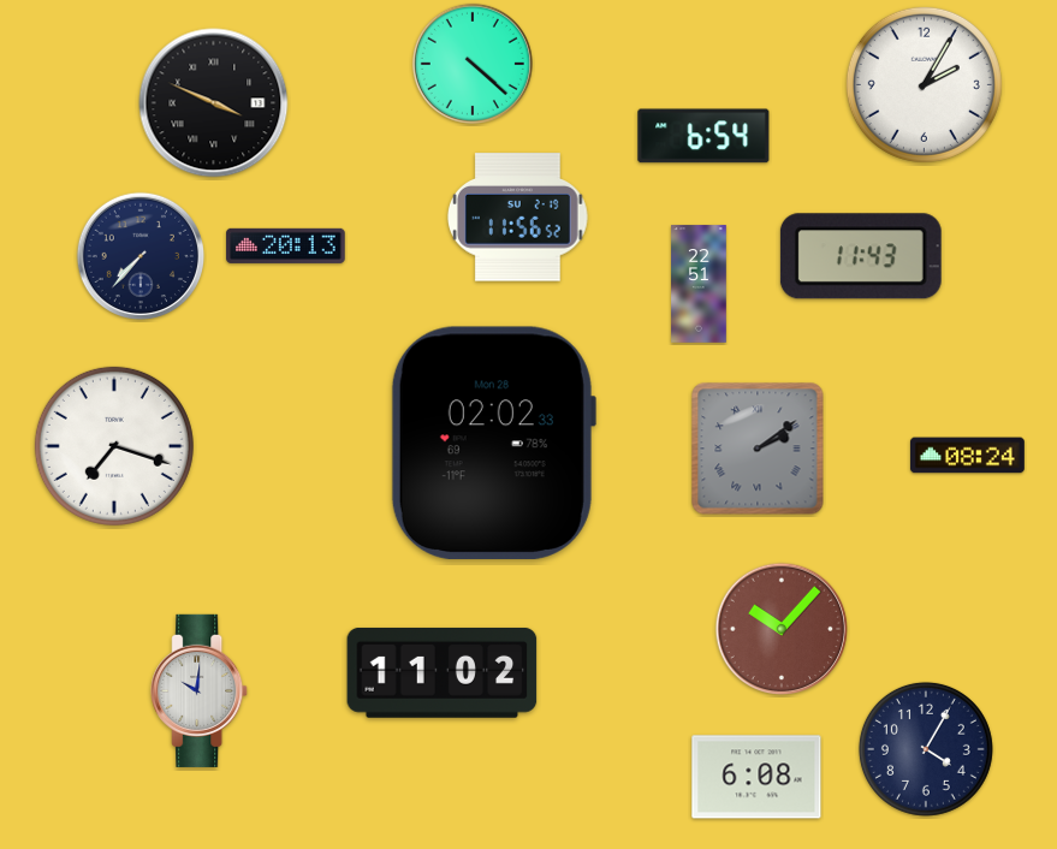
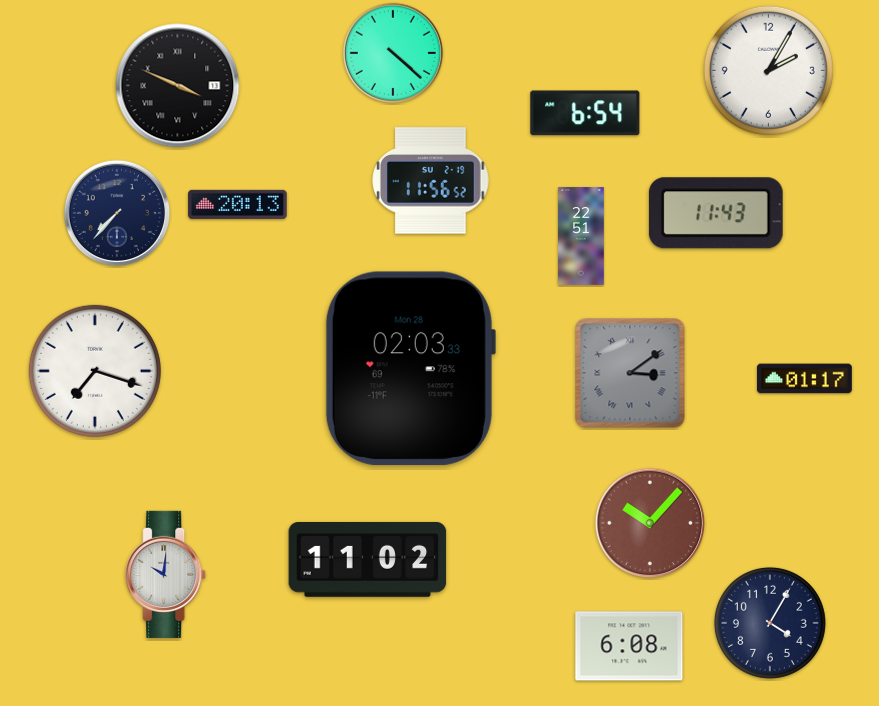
clock at (493, 443): 02:02 -> 02:03
clock at (758, 449): 2:09 -> 3:09
clock at (967, 456): 08:24 -> 01:17
